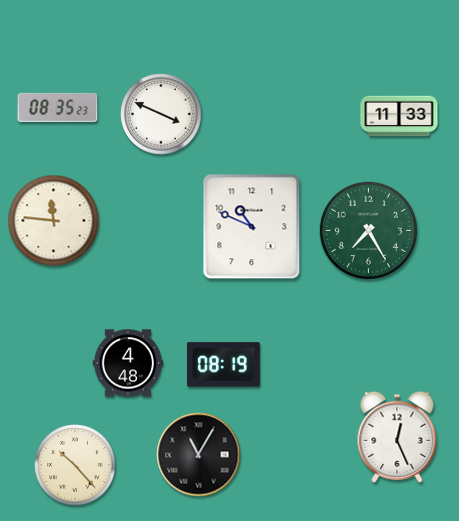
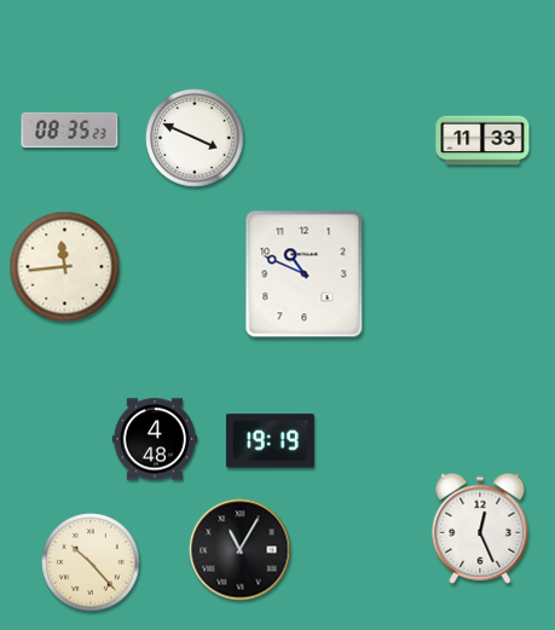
clock at (54, 221): 11:46 -> 11:44
clock at (368, 230): 7:25 -> none
clock at (223, 365): 08:19 -> 19:19
